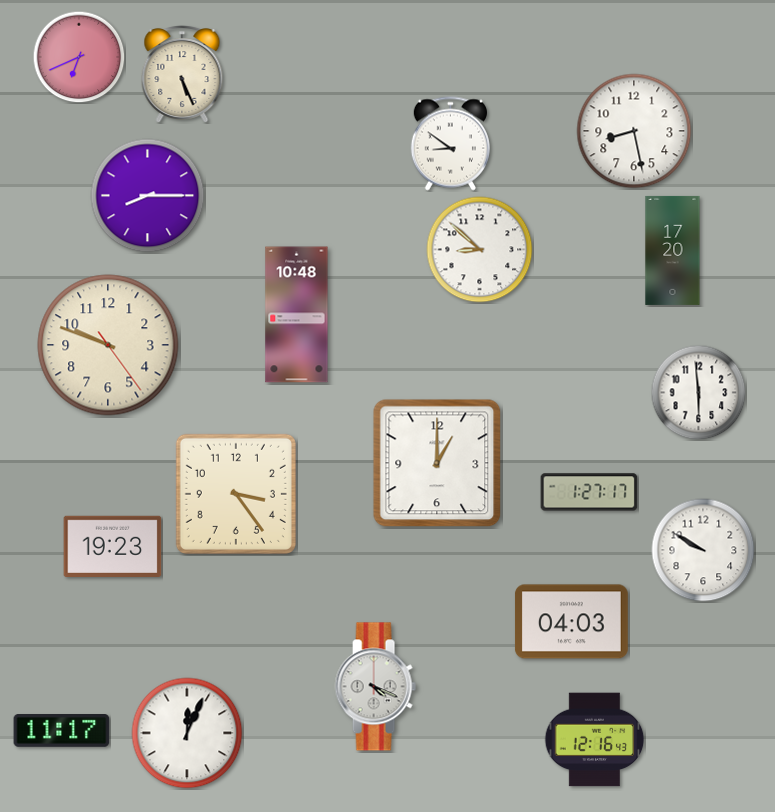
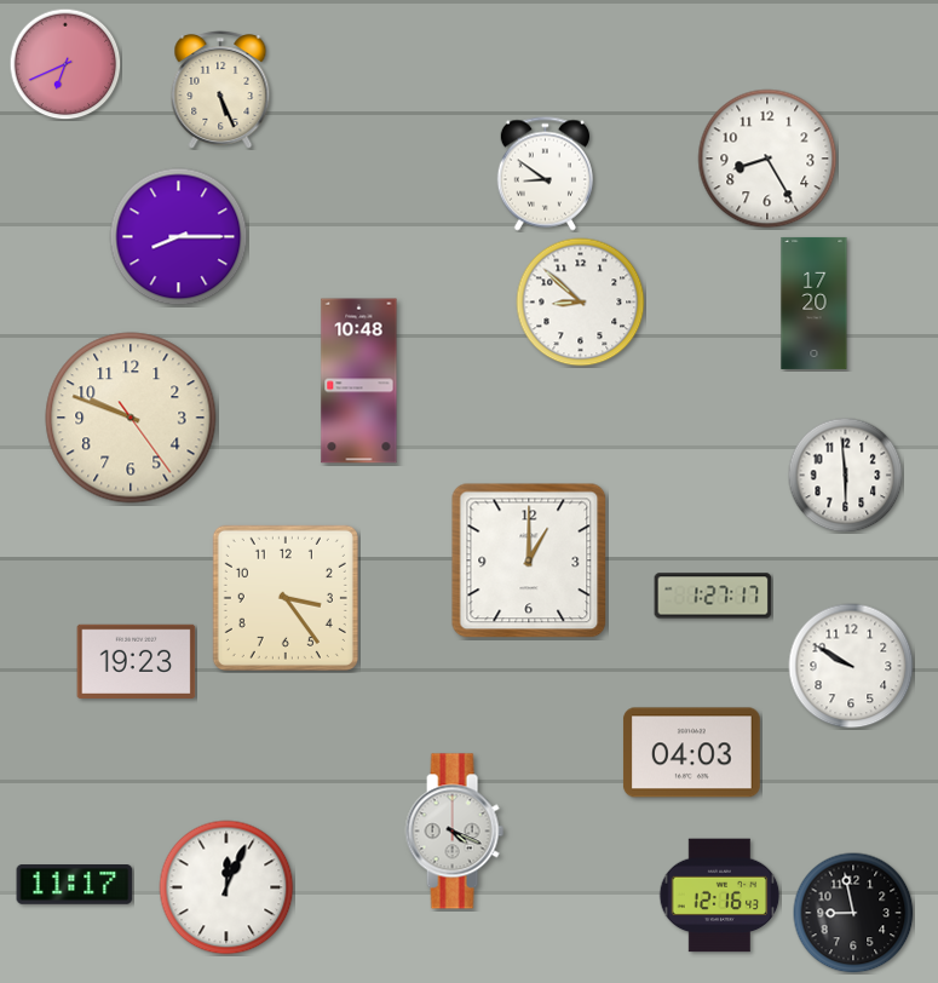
clock at (79, 57) position: (79, 57) -> (65, 64)
clock at (634, 131): 8:28 -> 8:25
clock at (853, 913): none -> 8:58
